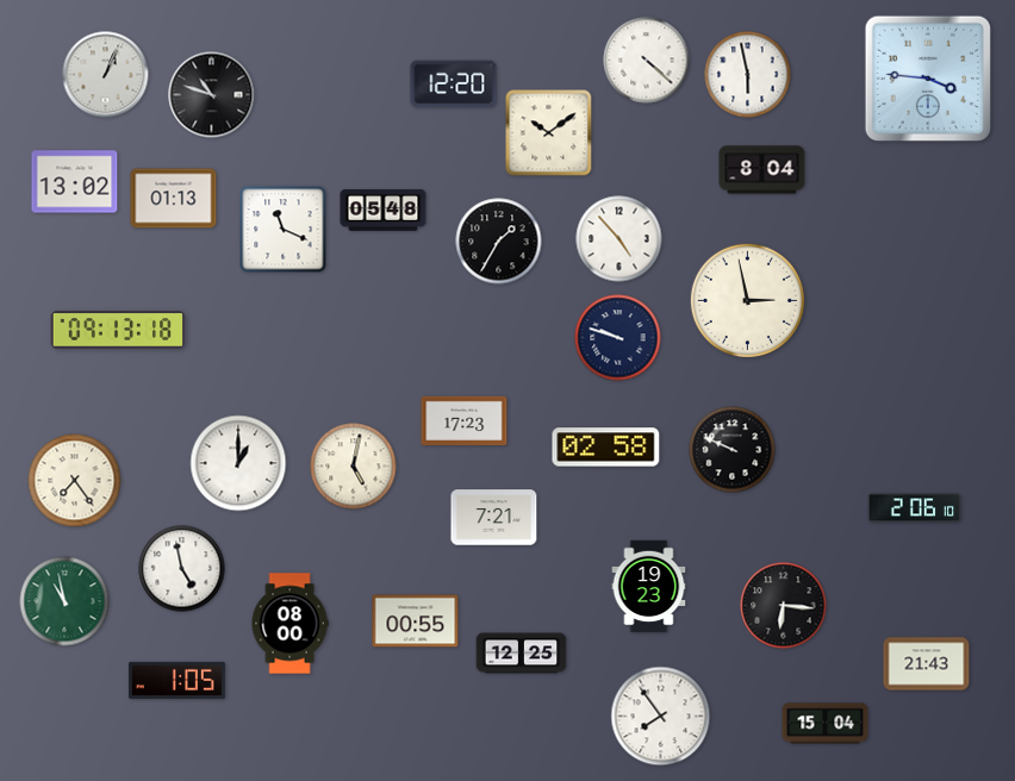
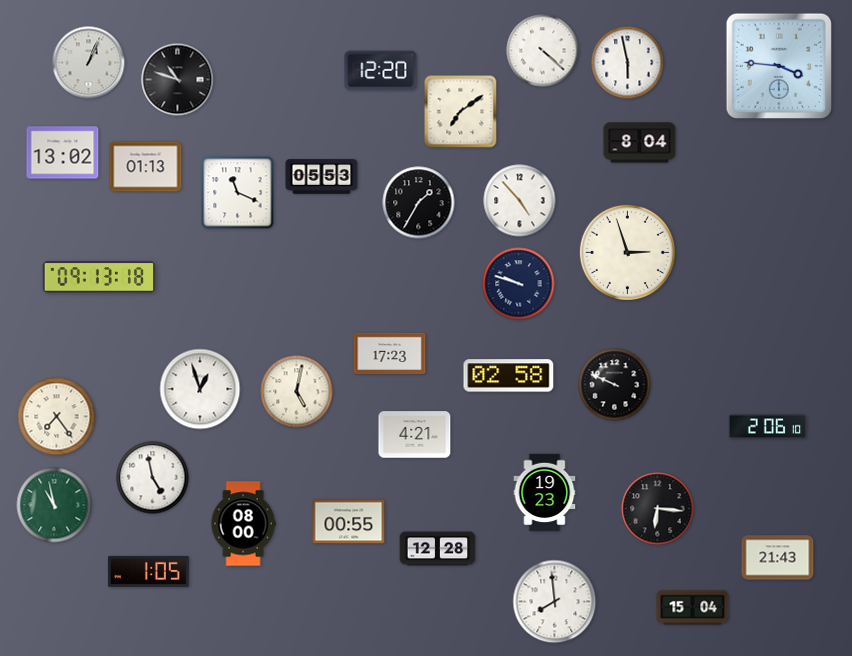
clock at (549, 133): 10:09 -> 7:09
clock at (384, 211): 05:48 -> 05:53
clock at (747, 300): 2:58 -> 2:57
clock at (733, 450) position: (733, 450) -> (615, 385)
clock at (238, 463): 1:00 -> 12:57
clock at (75, 481) position: (75, 481) -> (57, 417)
clock at (494, 518): 7:21 -> 4:21
clock at (522, 654): 12:25 -> 12:28
clock at (661, 717): 7:54 -> 7:59
